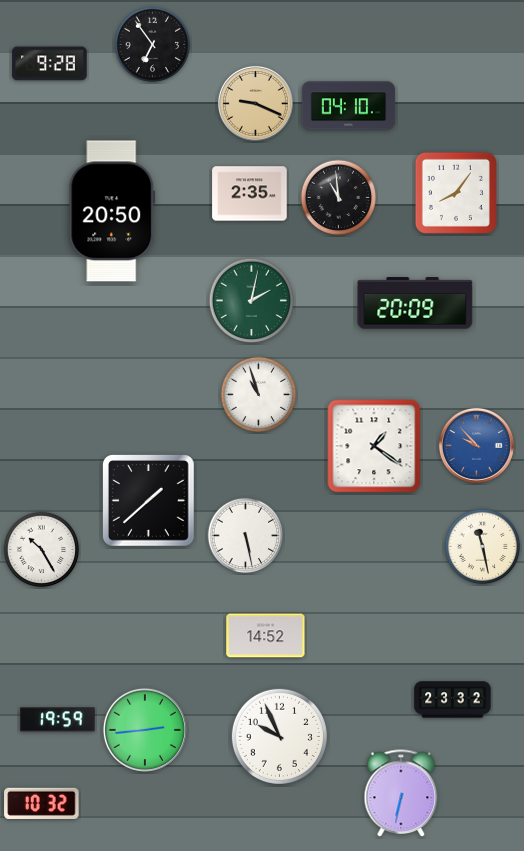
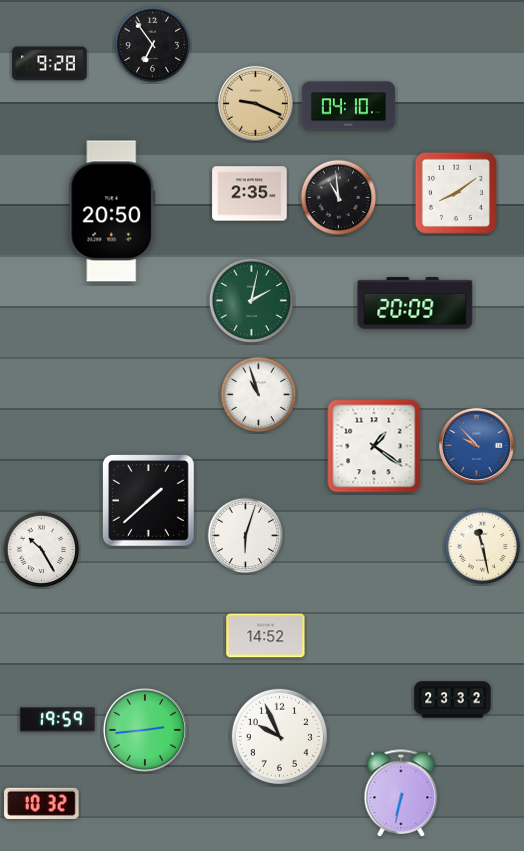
clock at (456, 193): 8:06 -> 8:09
clock at (246, 536): 5:28 -> 6:03
